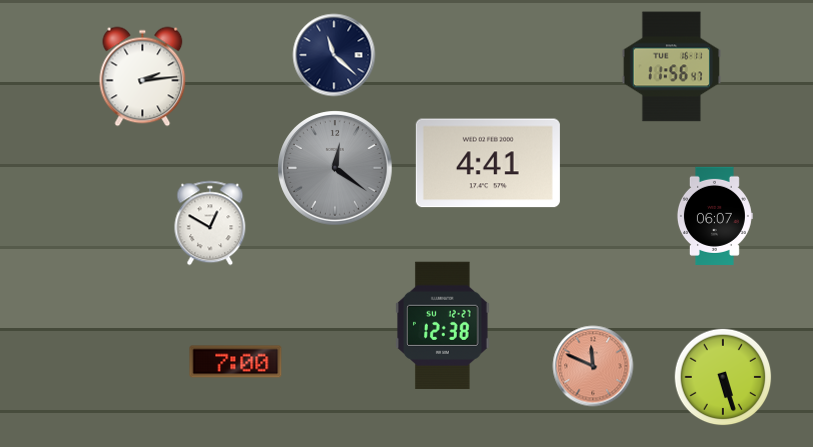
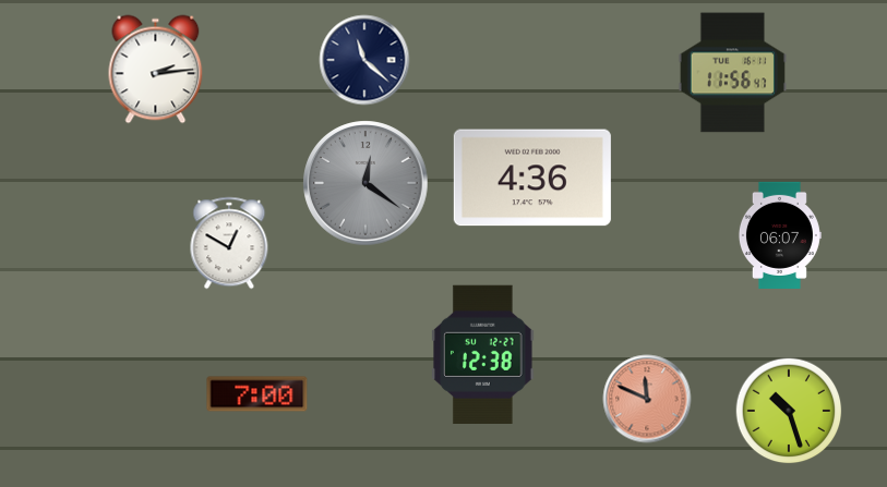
clock at (143, 77) position: (143, 77) -> (156, 70)
clock at (488, 163): 4:41 -> 4:36
clock at (723, 377): 5:27 -> 10:27
